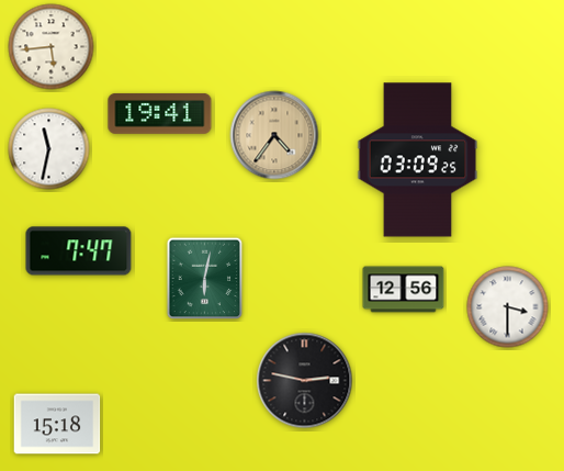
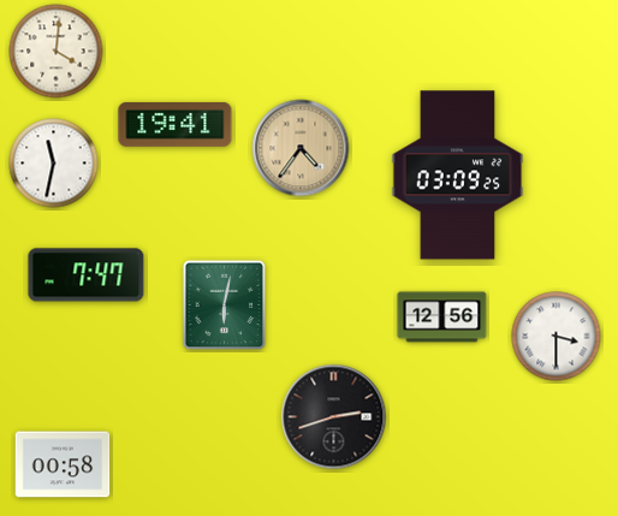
clock at (52, 47): 5:44 -> 4:01
clock at (305, 381): 2:47 -> 2:42
clock at (57, 424): 15:18 -> 00:58
